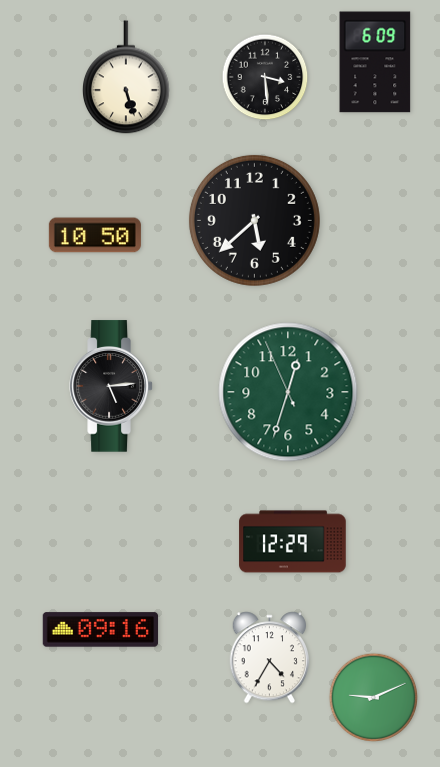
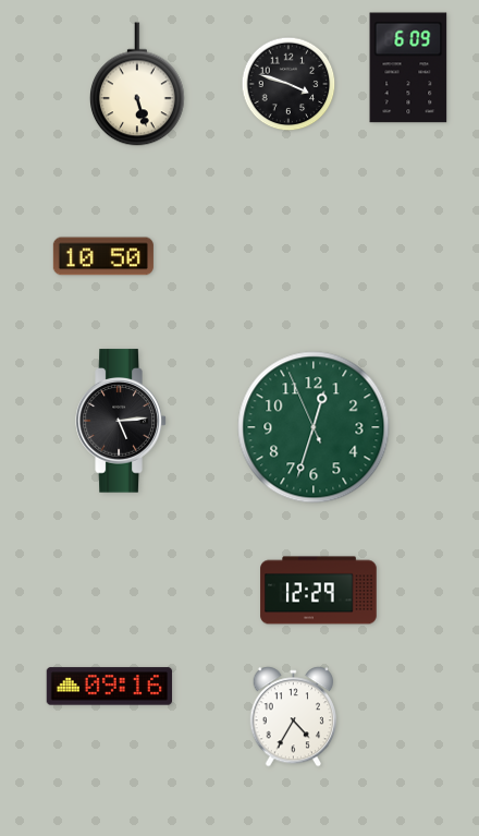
clock at (265, 77): 3:29 -> 3:48
clock at (254, 220): 5:38 -> none
clock at (373, 697): 9:11 -> none
